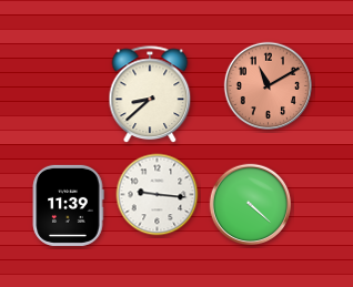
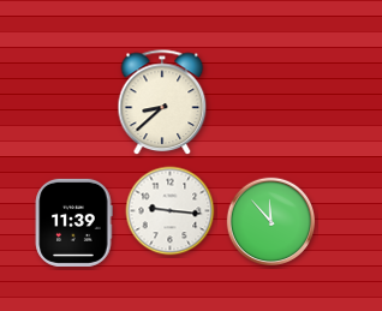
clock at (269, 86): 11:10 -> none
clock at (251, 205): 4:22 -> 11:53
